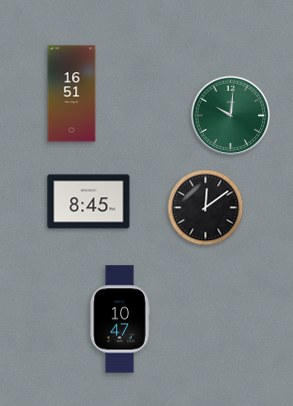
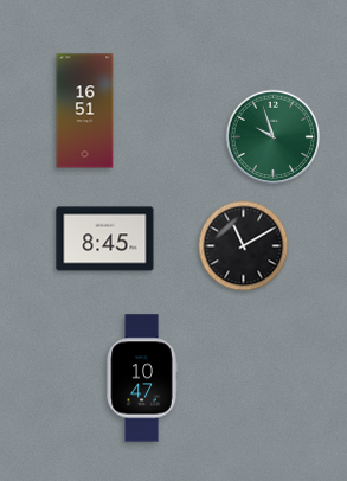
clock at (231, 116): 10:01 -> 9:57
clock at (206, 208): 12:09 -> 11:10
